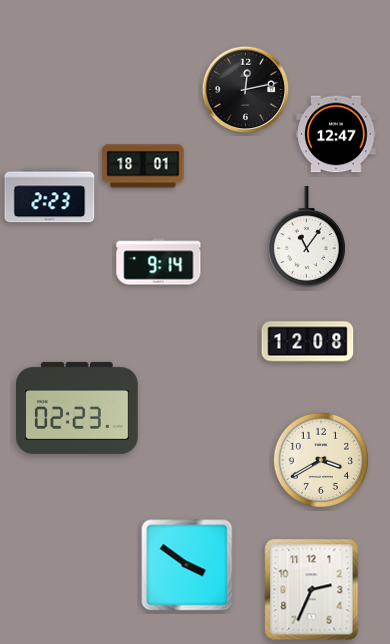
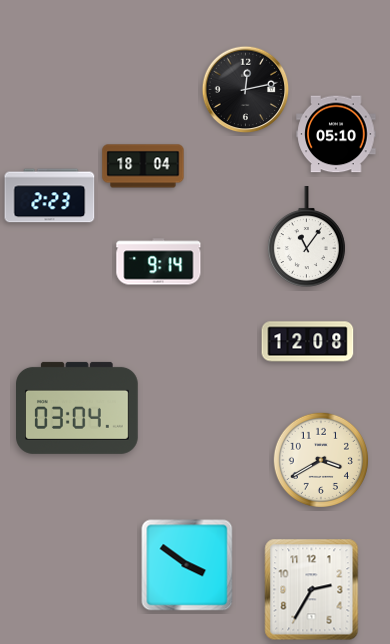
clock at (336, 134): 12:47 -> 05:10
clock at (143, 166): 18:01 -> 18:04
clock at (78, 408): 02:23 -> 03:04
clock at (312, 590): 2:34 -> 2:35
